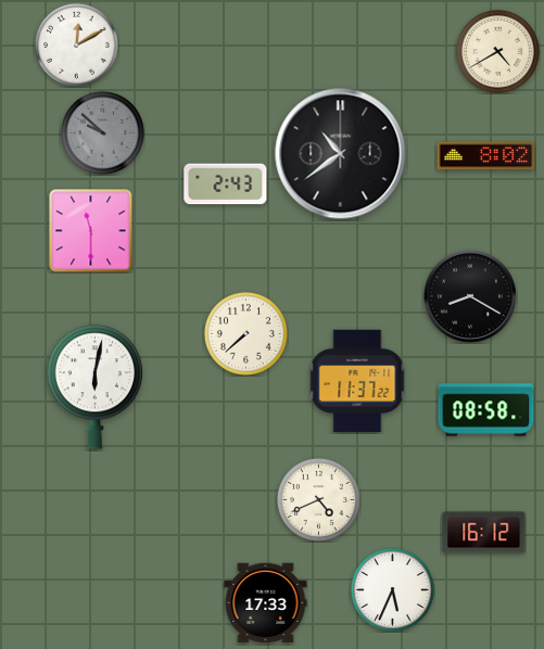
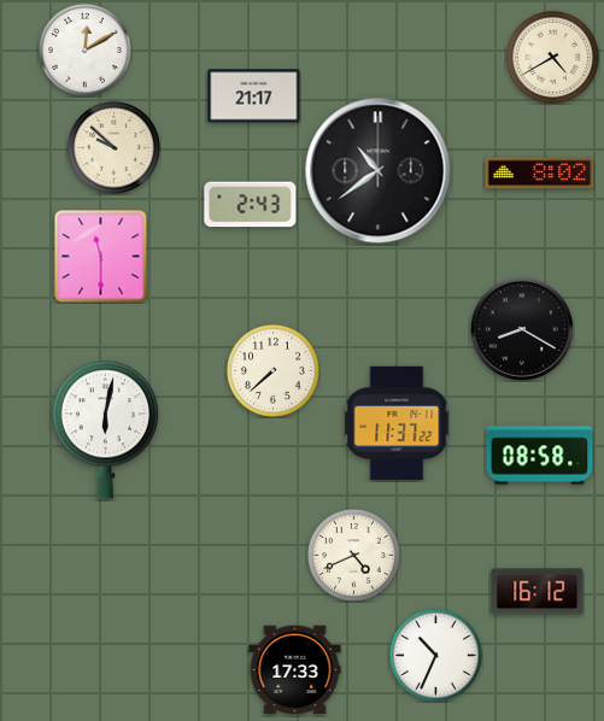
clock at (254, 96): none -> 21:17
clock at (102, 132) dial: grey -> cream
clock at (392, 589): 5:34 -> 10:34
